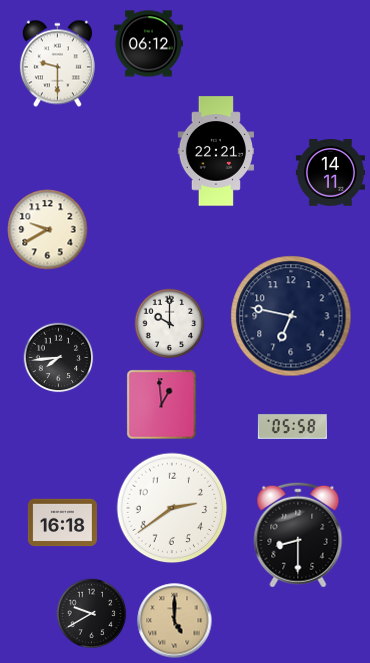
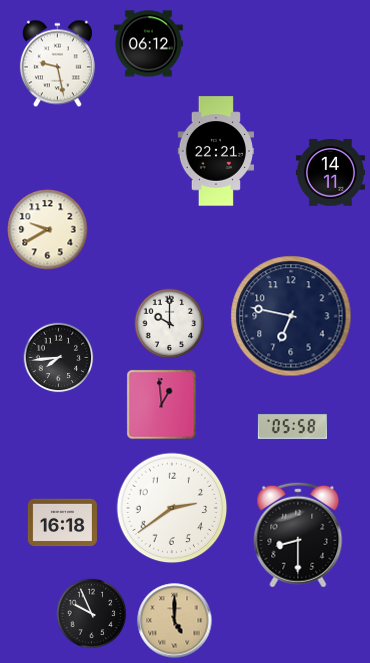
clock at (57, 64): 9:30 -> 9:28
clock at (92, 614): 9:40 -> 9:56
